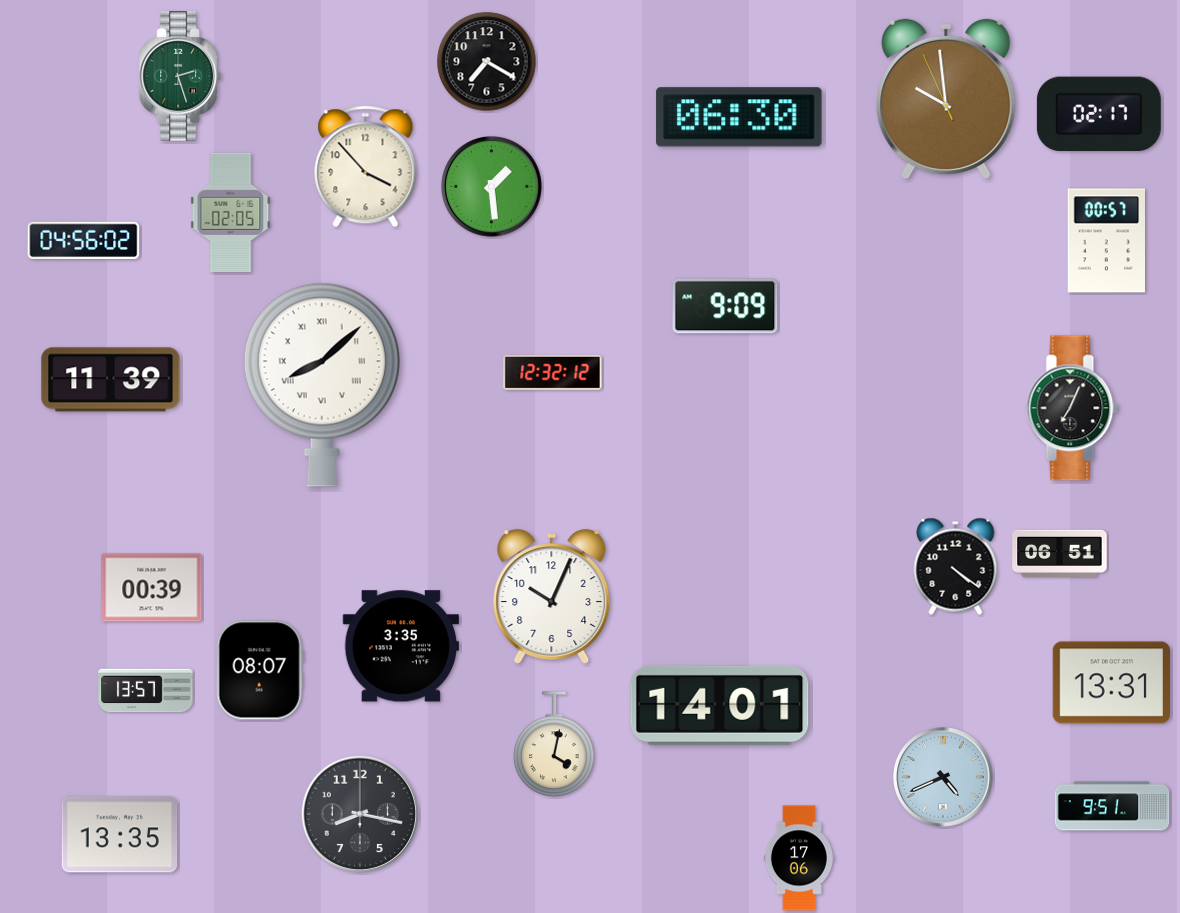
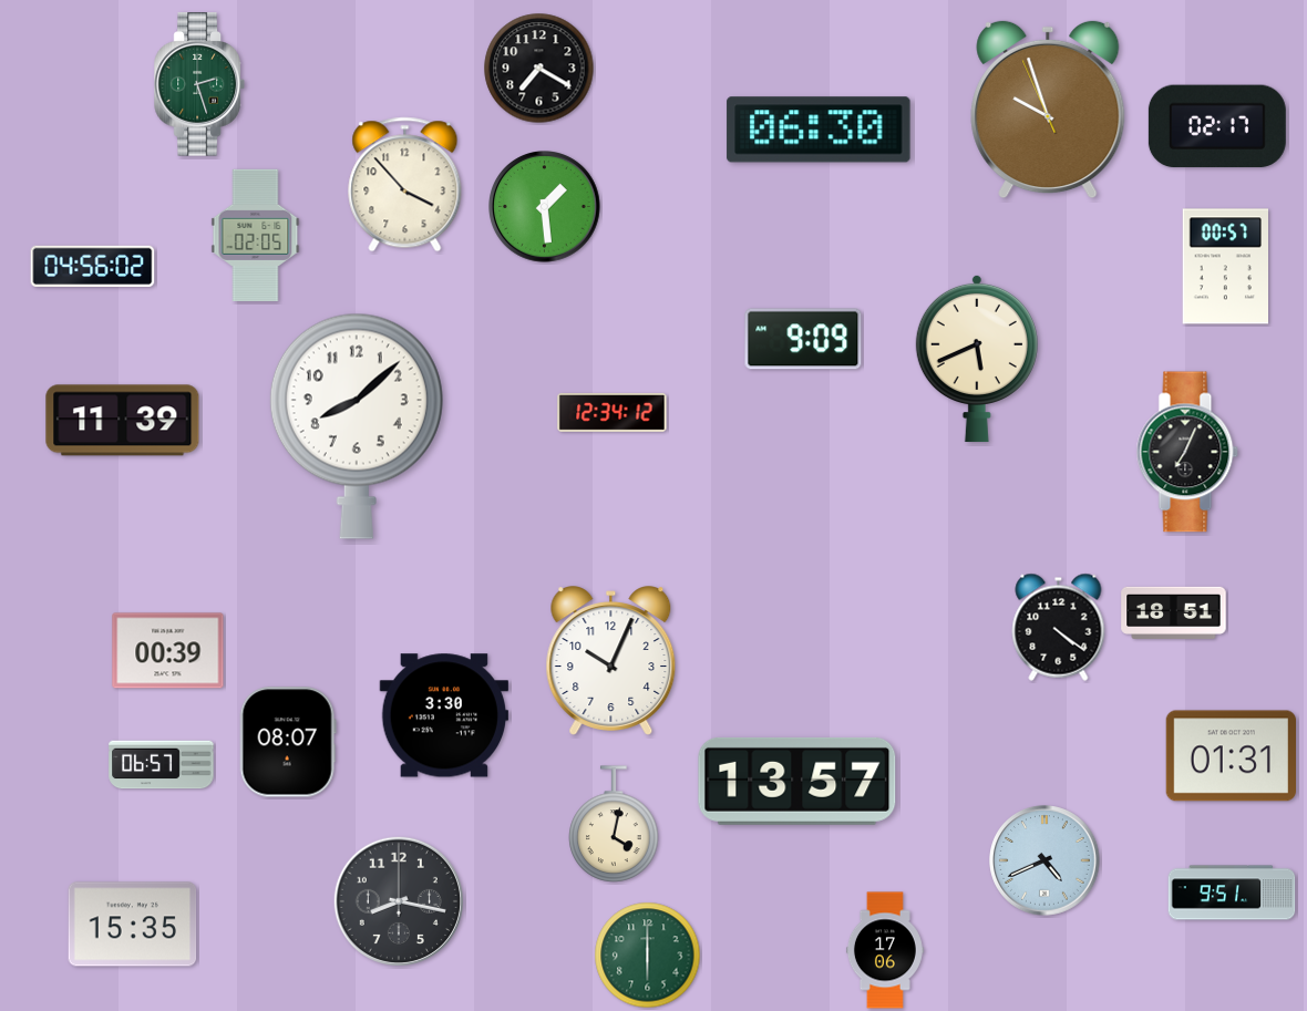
clock at (946, 99): 9:58 -> 9:56
clock at (977, 359): none -> 5:41
clock at (553, 373): 12:32 -> 12:34
clock at (322, 385) numerals: Roman -> Arabic
clock at (1060, 553): 06:51 -> 18:51
clock at (400, 646): 3:35 -> 3:30
clock at (1111, 683): 13:31 -> 01:31
clock at (146, 691): 13:57 -> 06:57
clock at (720, 705): 14:01 -> 13:57
clock at (120, 835): 13:35 -> 15:35
clock at (648, 956): none -> 6:00
